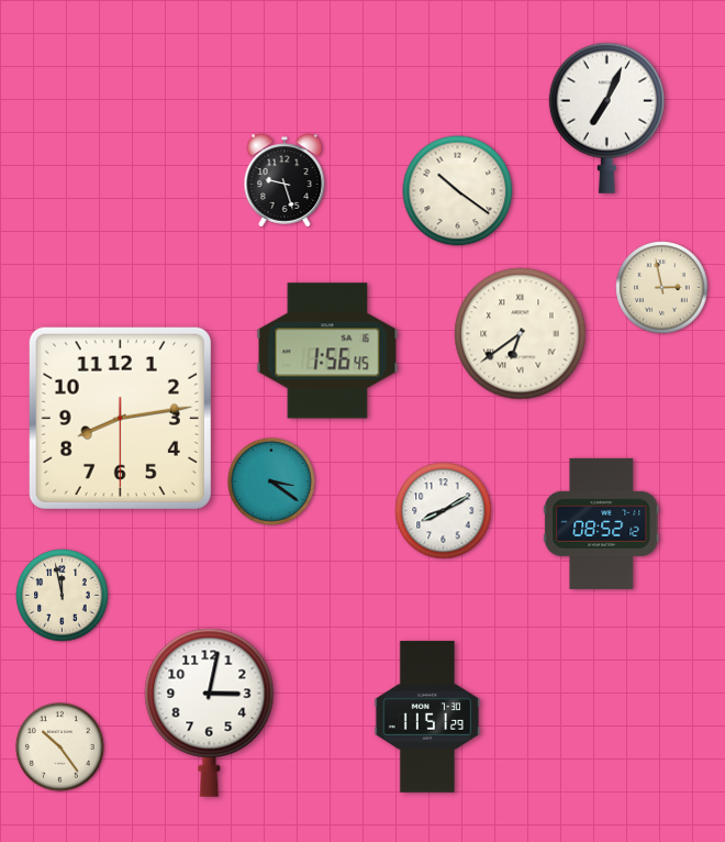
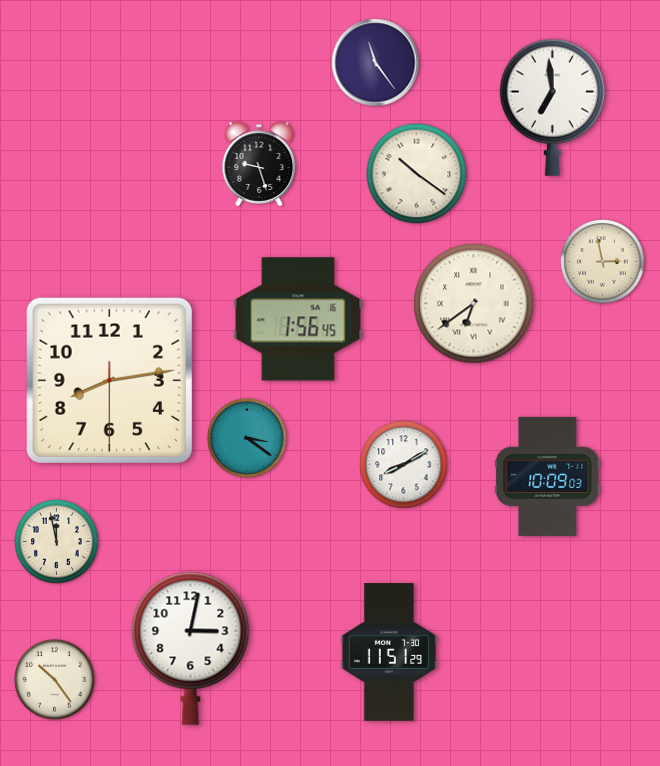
clock at (376, 63): none -> 11:24
clock at (606, 118): 7:04 -> 6:59
clock at (602, 523): 08:52 -> 10:09
